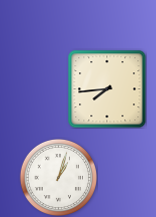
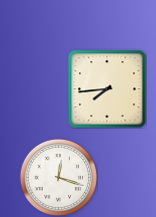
clock at (58, 177): 1:03 -> 12:18
